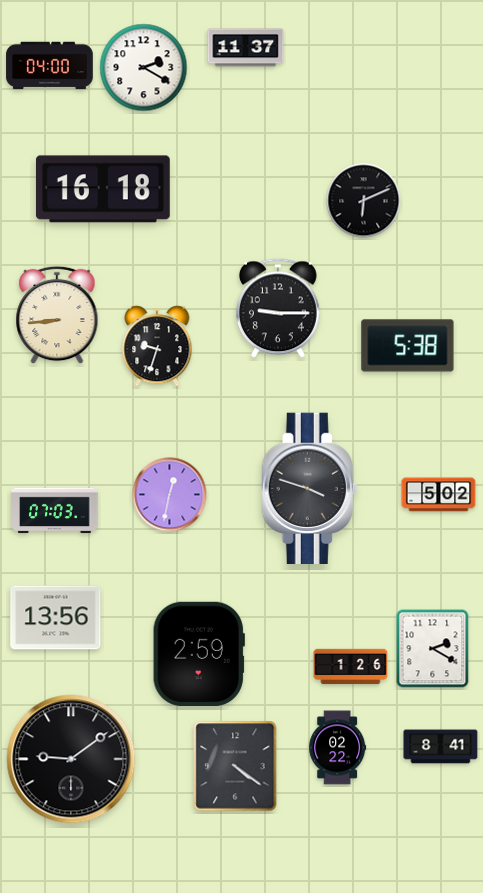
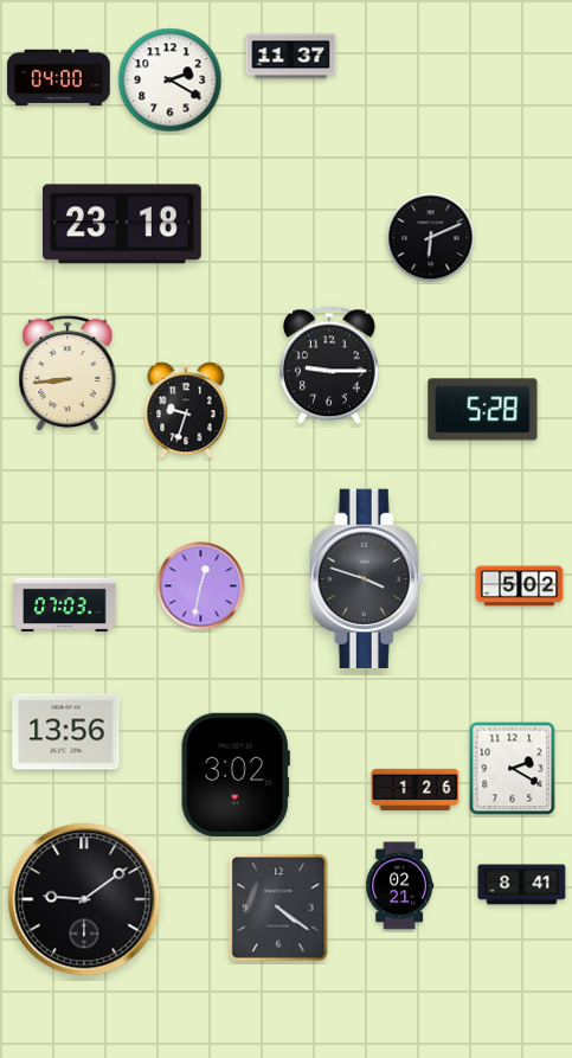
clock at (103, 189): 16:18 -> 23:18
clock at (408, 346): 5:38 -> 5:28
clock at (199, 653): 2:59 -> 3:02
clock at (338, 748): 02:22 -> 02:21
